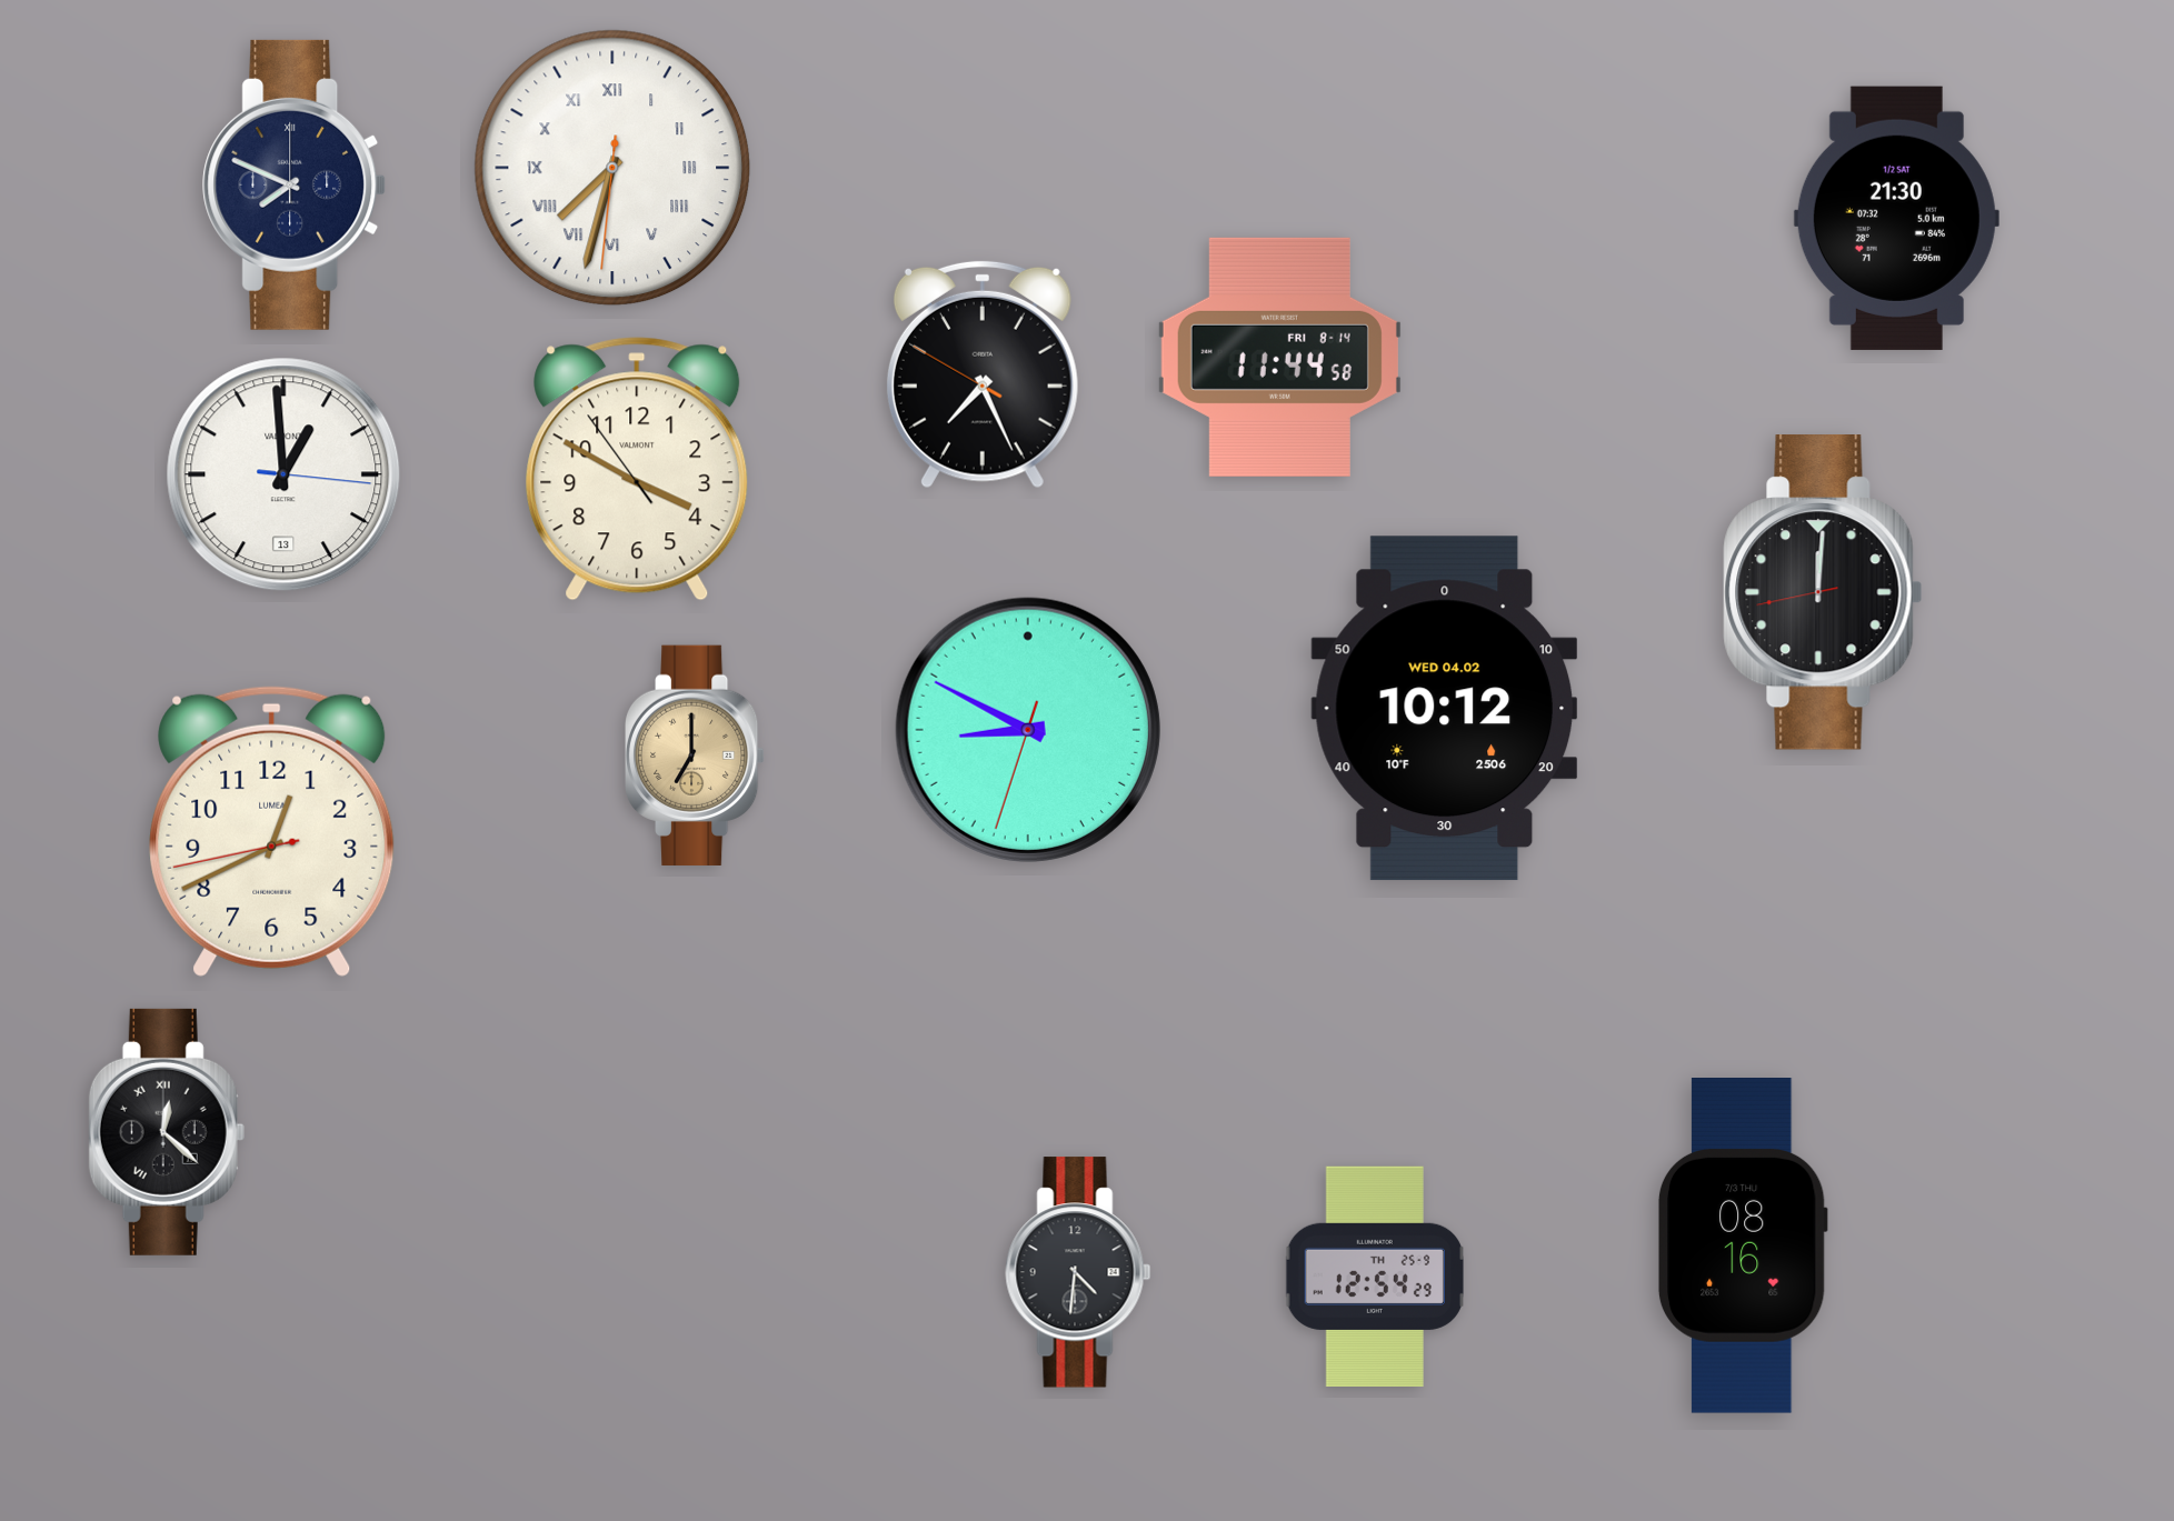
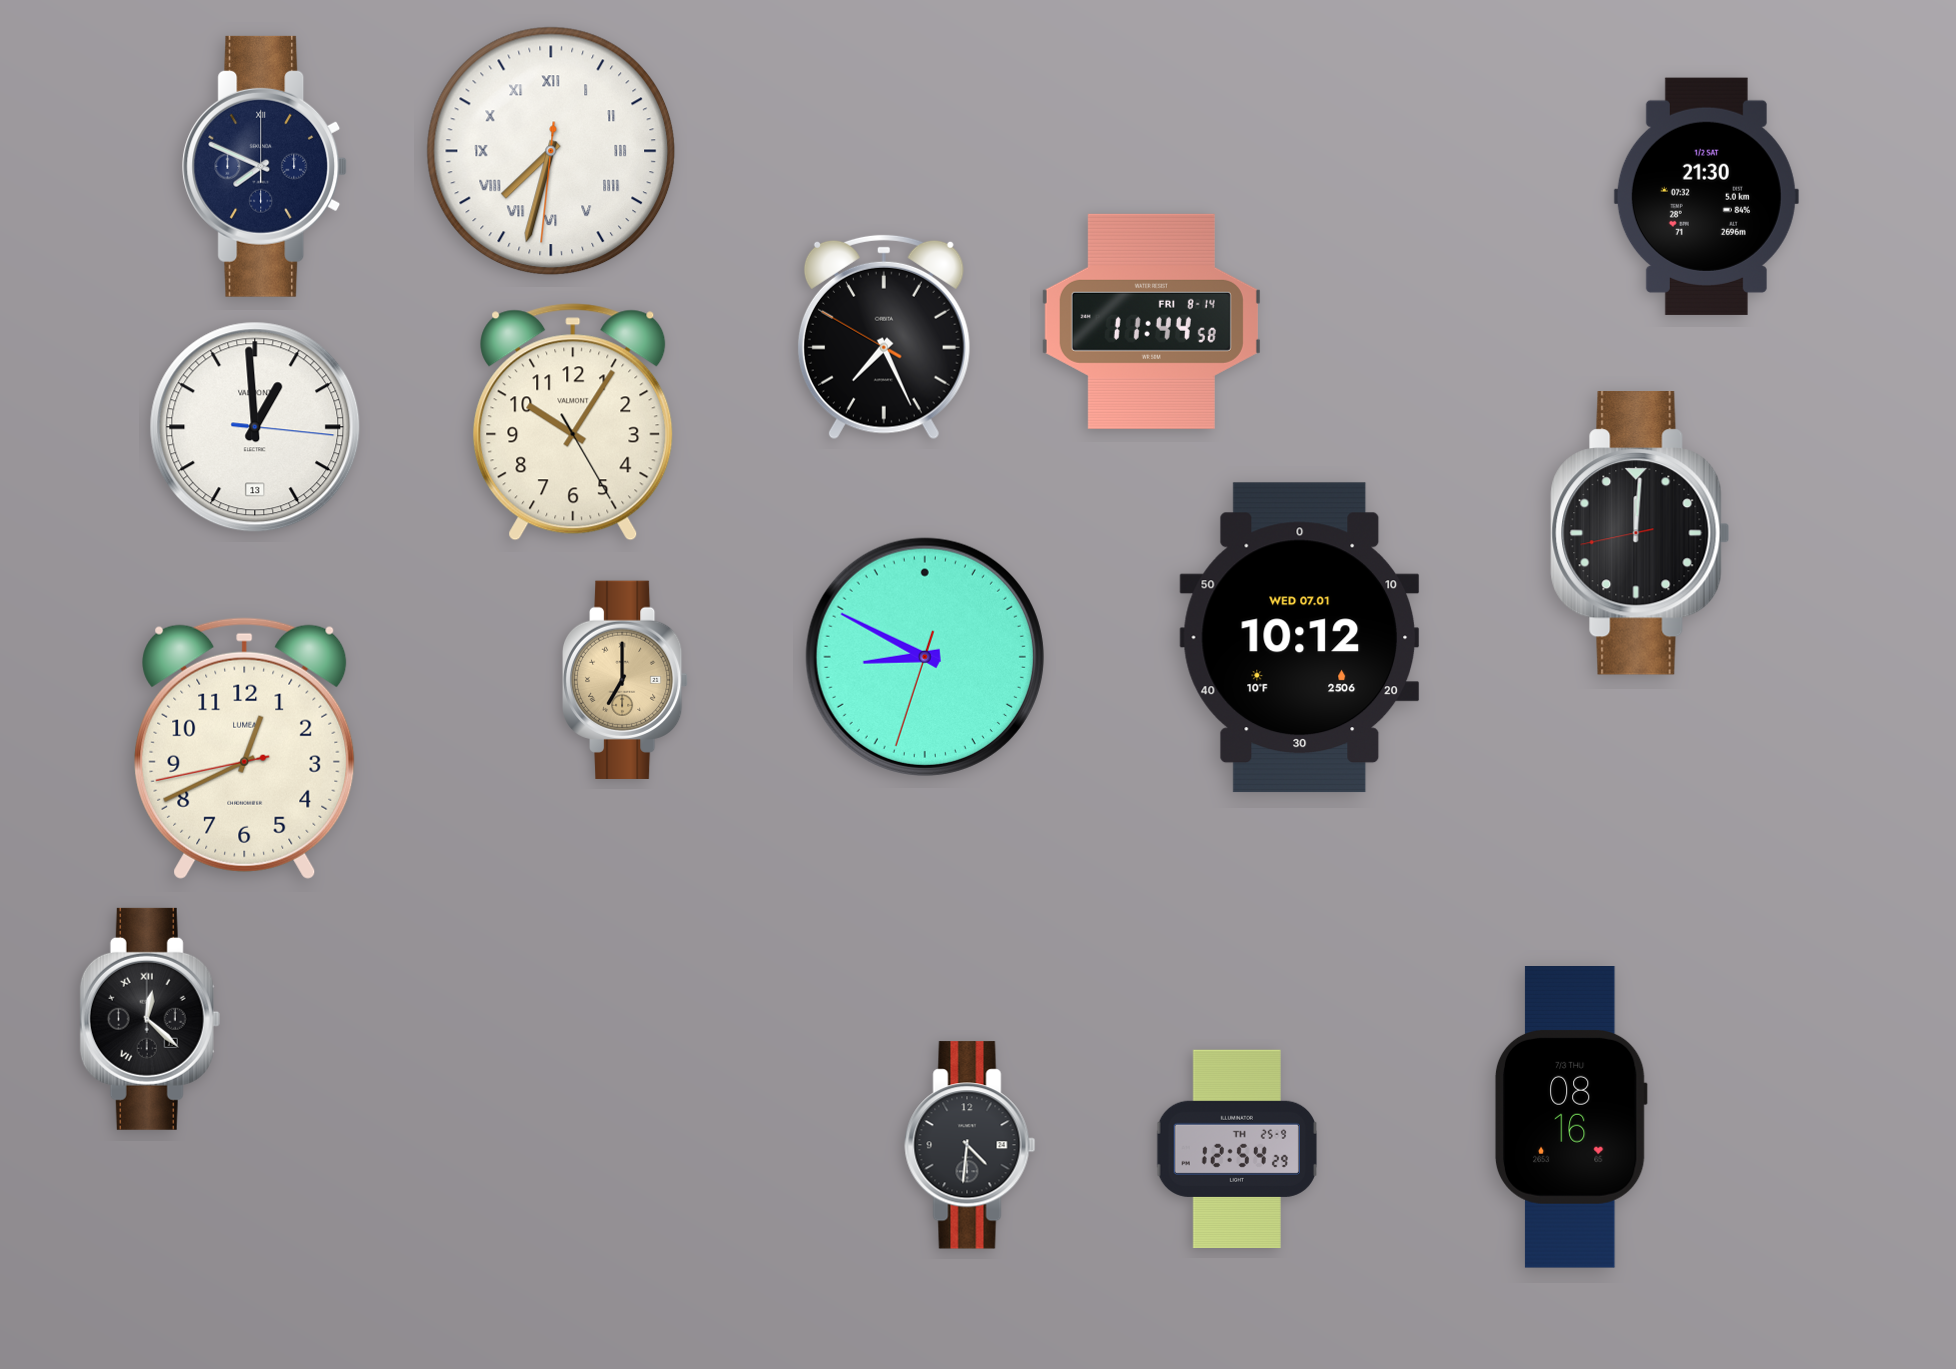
clock at (637, 469): 3:49 -> 10:05
clock at (1445, 709) date: WED 04.02 -> WED 07.01
clock at (1743, 1247) position: (1743, 1247) -> (1571, 1118)
